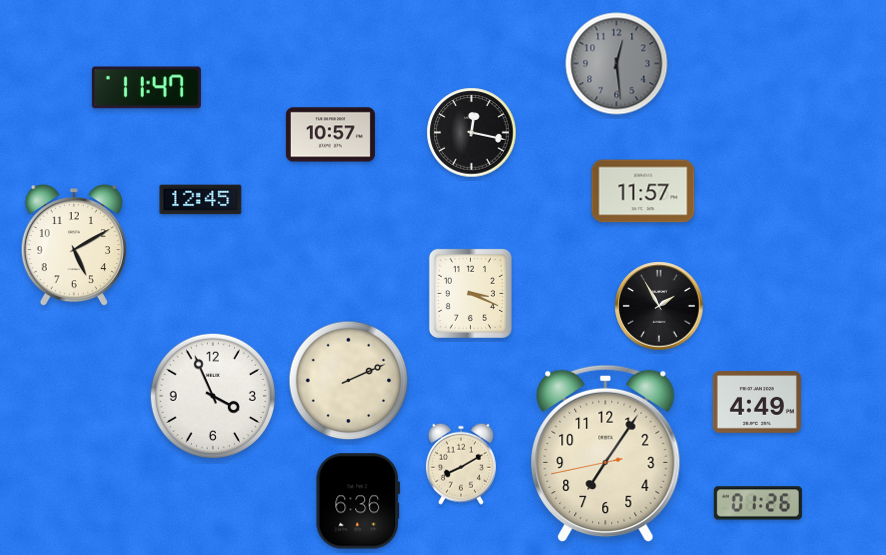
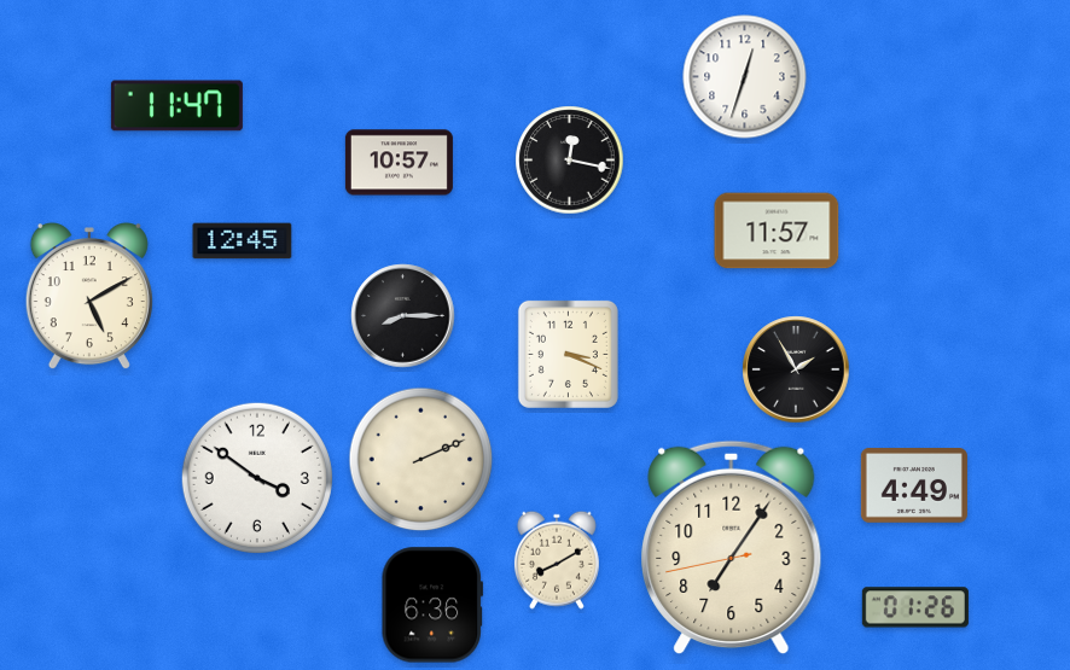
clock at (617, 64): 12:29 -> 12:33
clock at (617, 64) dial: grey -> white
clock at (403, 316): none -> 8:15
clock at (213, 396): 3:56 -> 3:51
